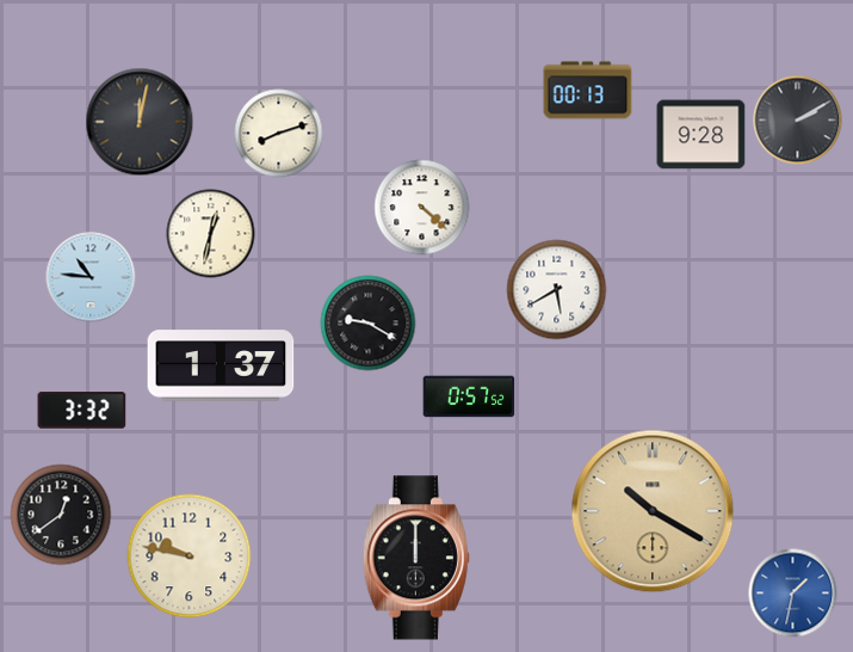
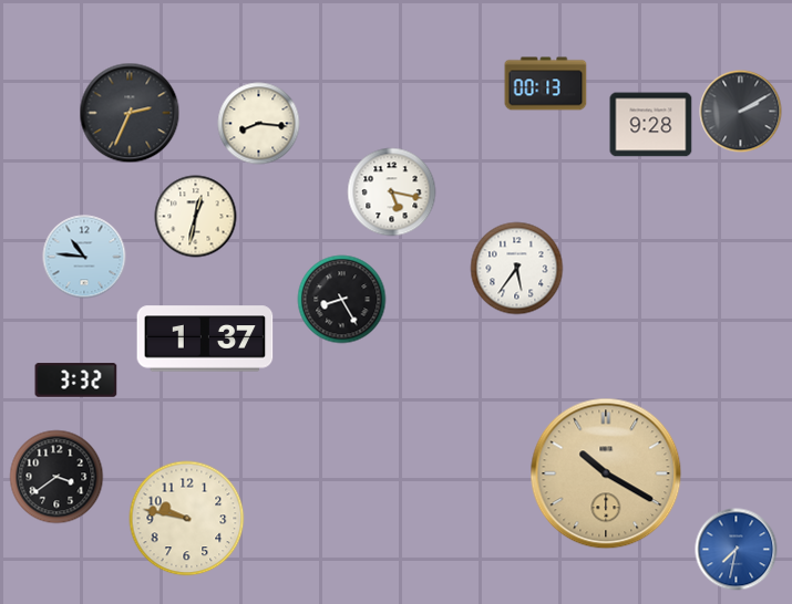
clock at (140, 122): 12:02 -> 2:34
clock at (279, 134): 8:12 -> 8:16
clock at (422, 208): 4:22 -> 5:17
clock at (557, 290): 5:40 -> 5:36
clock at (369, 324): 9:20 -> 8:25
clock at (469, 396): 0:57 -> none
clock at (61, 515): 12:39 -> 3:39
clock at (190, 556) position: (190, 556) -> (187, 519)
clock at (416, 558): 12:00 -> none
clock at (793, 593): 1:32 -> 7:32
